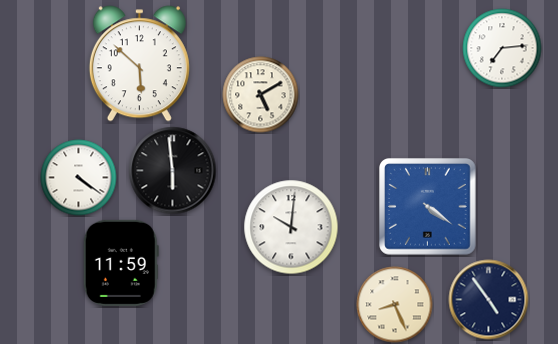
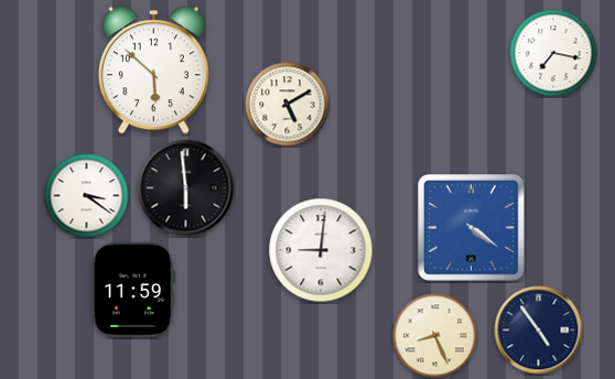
clock at (502, 48): 7:14 -> 7:17
clock at (173, 171) position: (173, 171) -> (186, 188)
clock at (79, 178): 4:21 -> 3:21
clock at (291, 227): 10:01 -> 9:01
